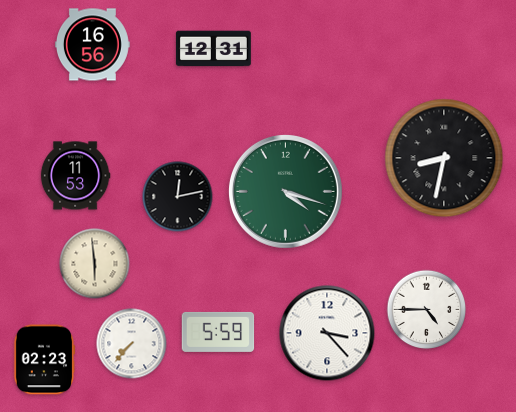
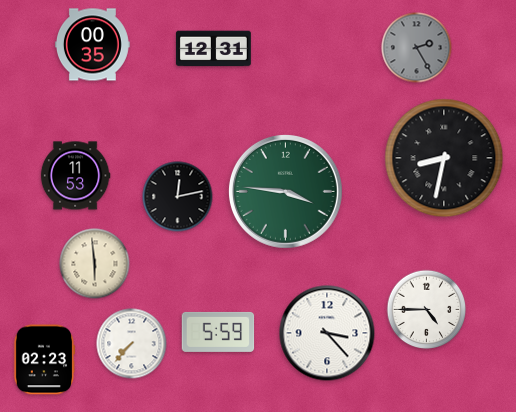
clock at (92, 45): 16:56 -> 00:35
clock at (417, 48): none -> 2:25
clock at (285, 191): 4:18 -> 3:46
